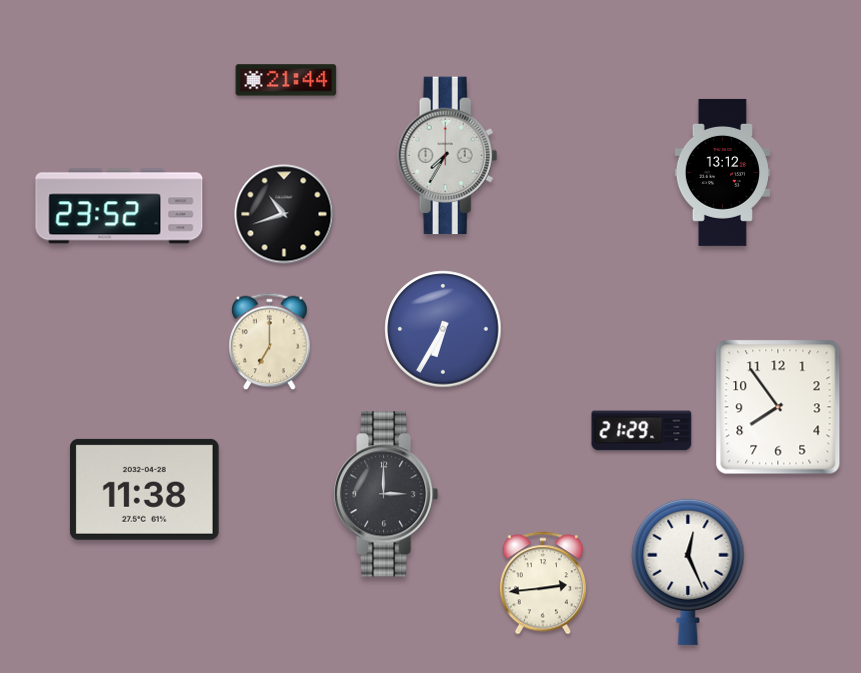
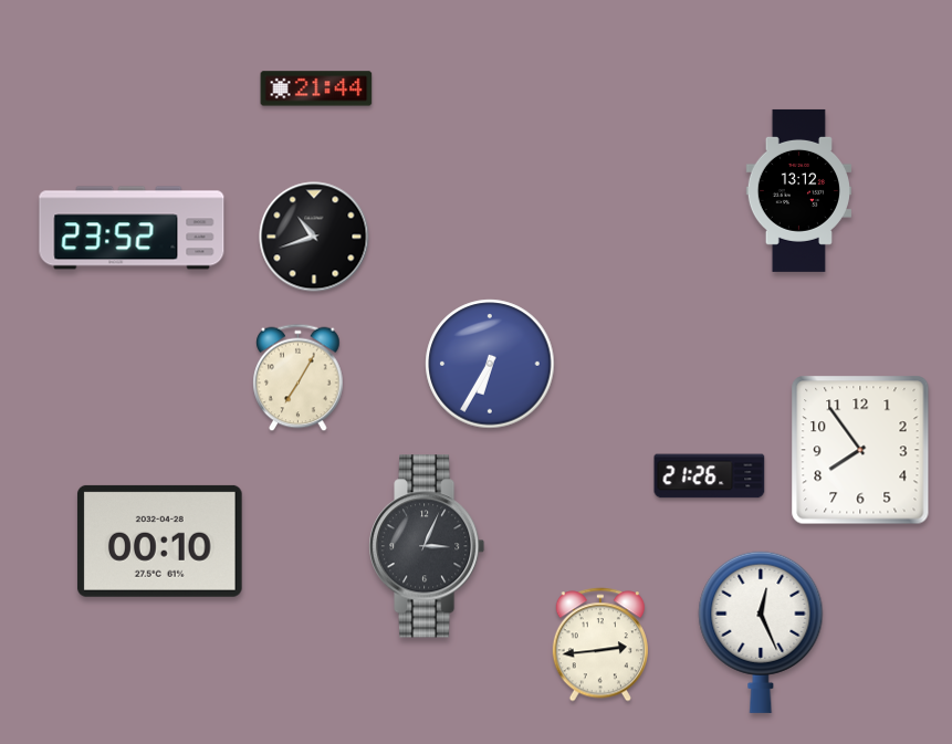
clock at (448, 156): 7:35 -> none
clock at (270, 342): 7:00 -> 7:05
clock at (642, 431): 21:29 -> 21:26
clock at (144, 489): 11:38 -> 00:10
clock at (387, 494): 3:00 -> 3:04
